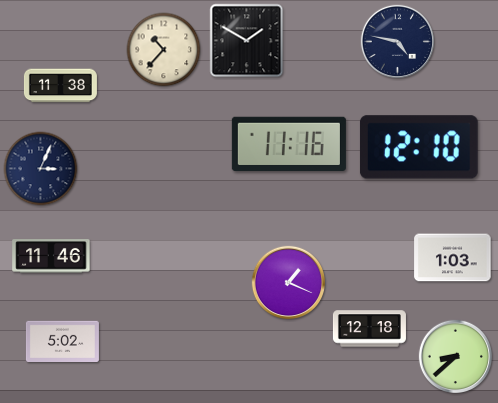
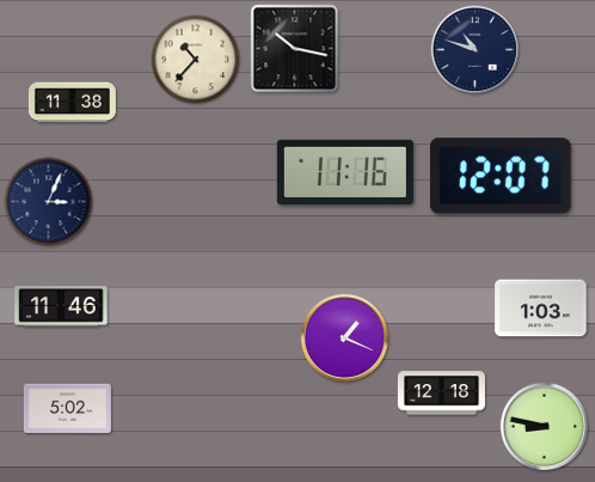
clock at (247, 41): 1:50 -> 10:17
clock at (397, 41): 4:47 -> 10:48
clock at (419, 147): 12:10 -> 12:07
clock at (62, 341) position: (62, 341) -> (67, 408)
clock at (455, 356): 8:38 -> 8:47
